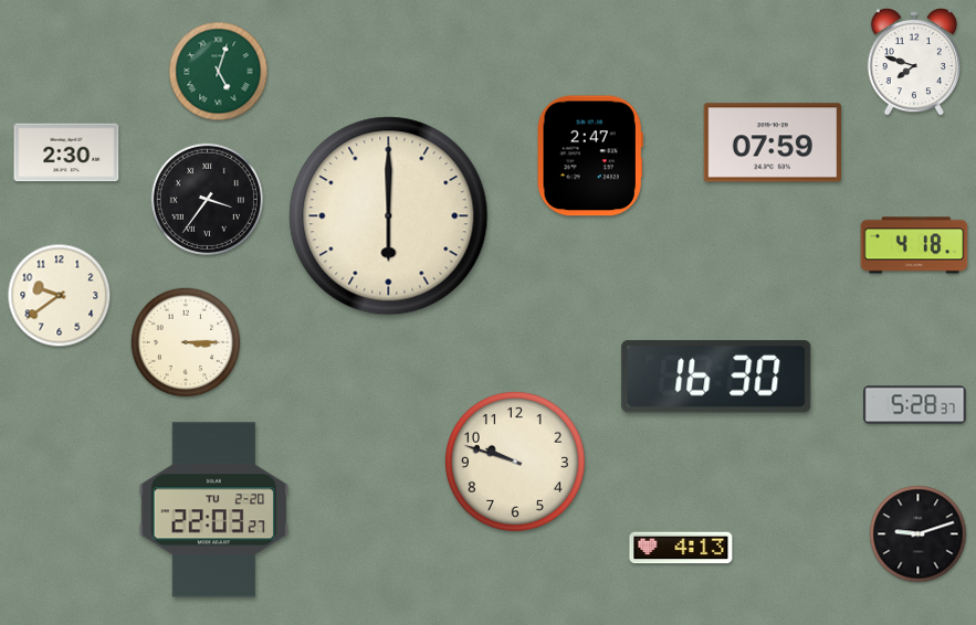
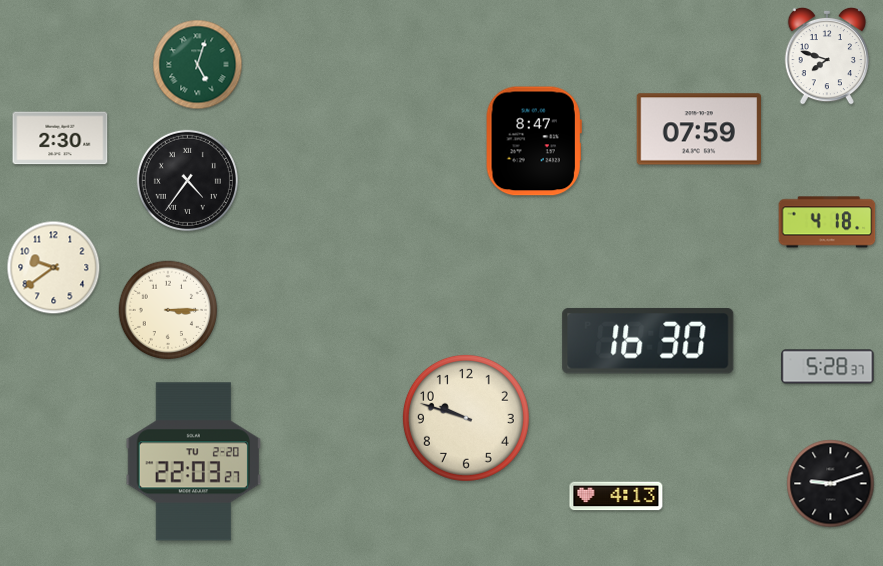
clock at (590, 156): 2:47 -> 8:47
clock at (207, 199): 3:36 -> 4:36
clock at (389, 216): 6:00 -> none
